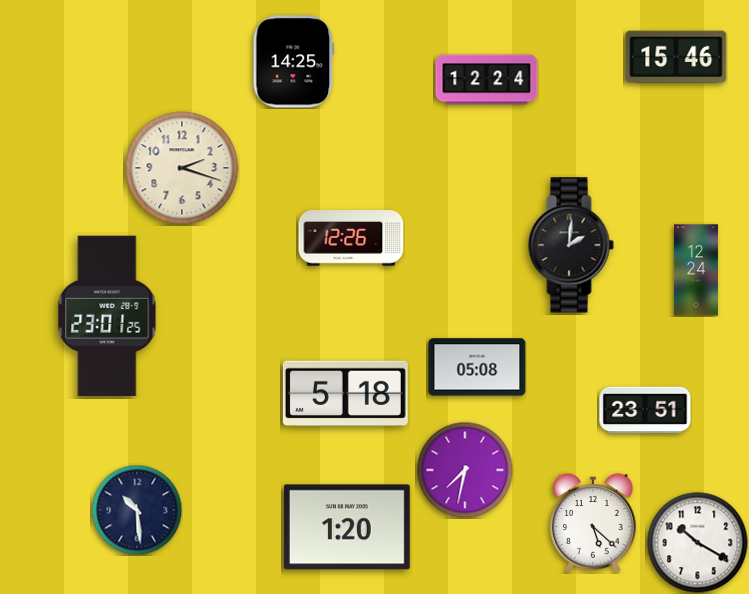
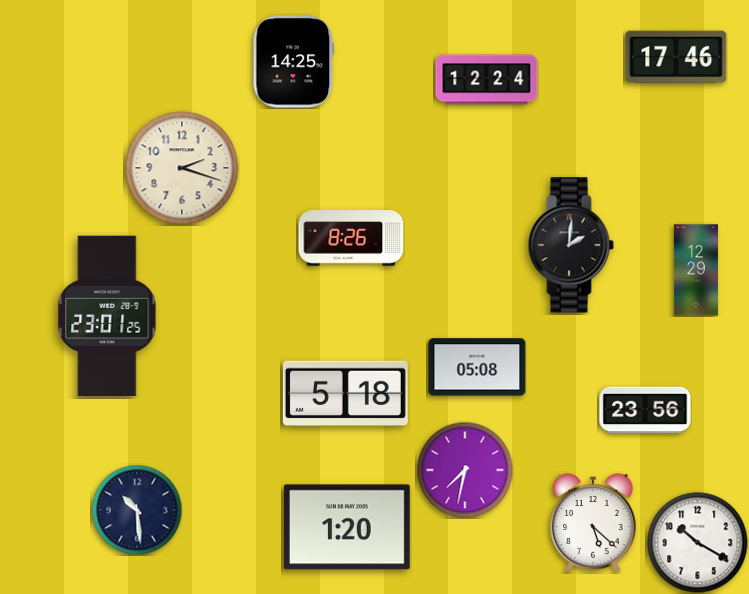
clock at (676, 57): 15:46 -> 17:46
clock at (351, 238): 12:26 -> 8:26
clock at (696, 270): 12:24 -> 12:29
clock at (645, 410): 23:51 -> 23:56
